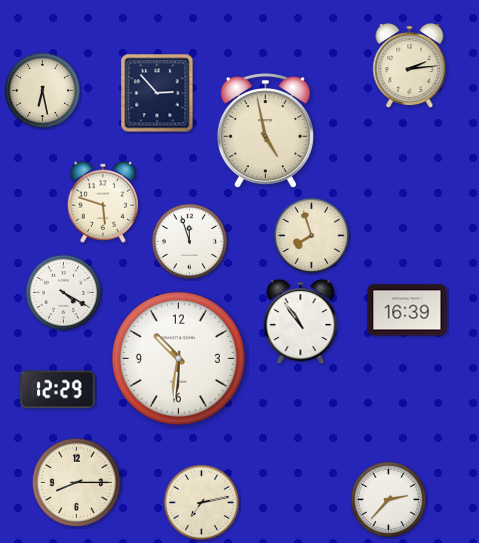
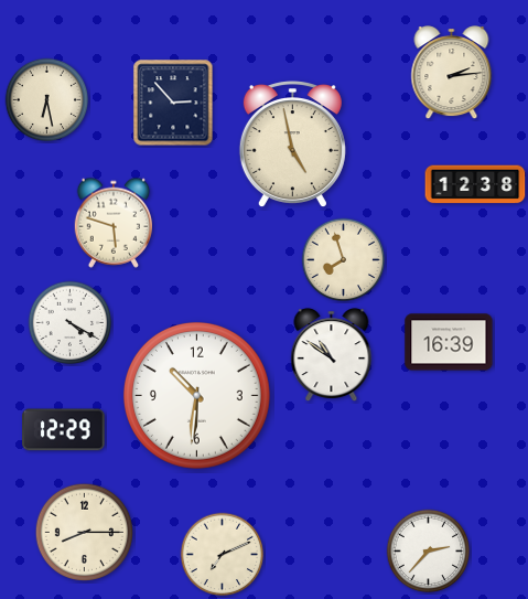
clock at (475, 184): none -> 12:38
clock at (190, 242): 11:57 -> none
clock at (301, 322): 10:54 -> 10:51
clock at (202, 503): 7:13 -> 7:11
